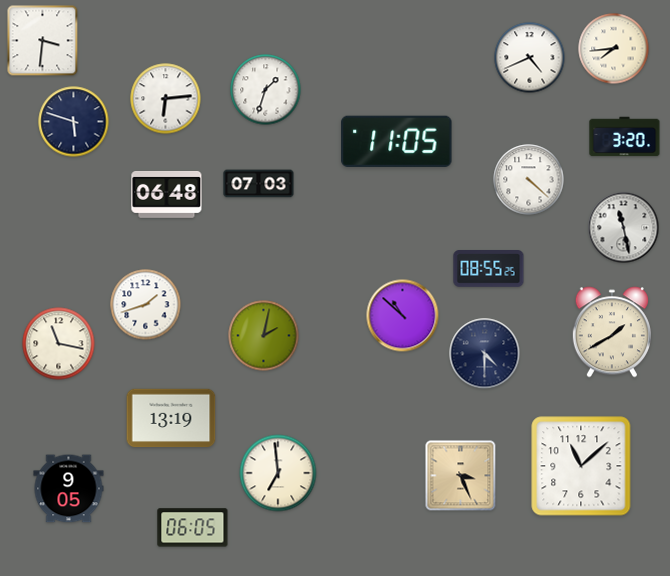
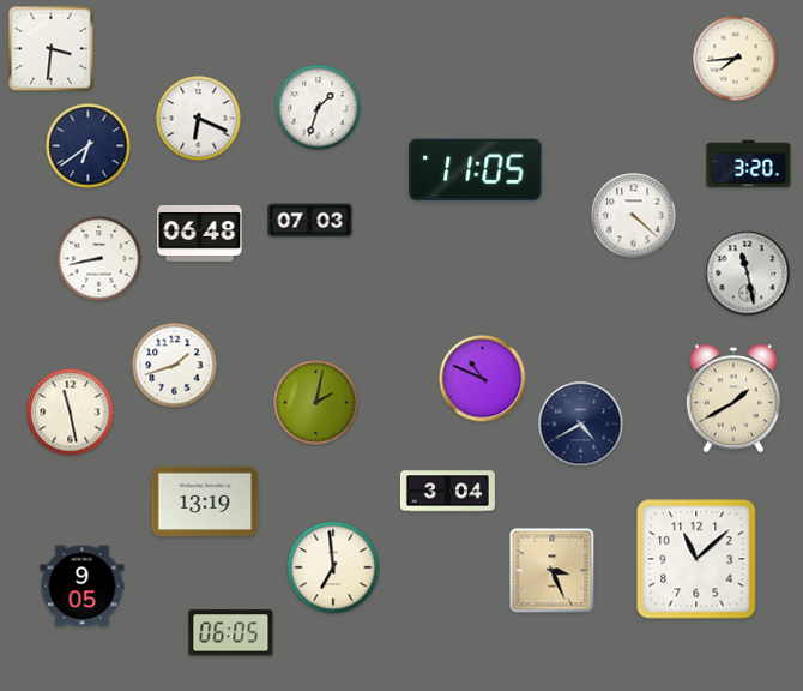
clock at (530, 58): 4:41 -> none
clock at (166, 99): 6:14 -> 6:19
clock at (74, 122): 5:48 -> 6:39
clock at (99, 259): none -> 8:43
clock at (489, 269): 08:55 -> none
clock at (403, 316): 10:52 -> 10:49
clock at (59, 344): 11:17 -> 11:28
clock at (485, 354): 4:30 -> 4:40
clock at (447, 492): none -> 3:04
